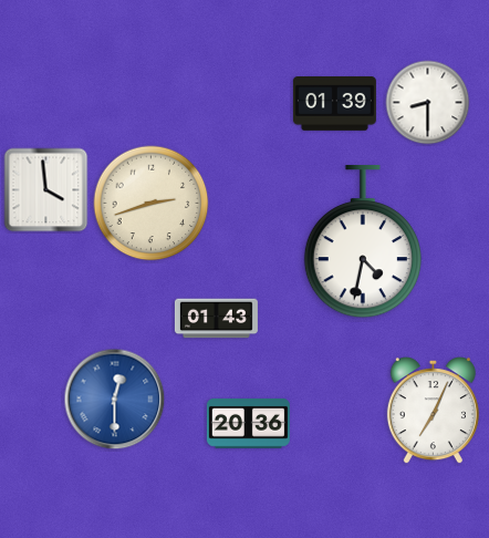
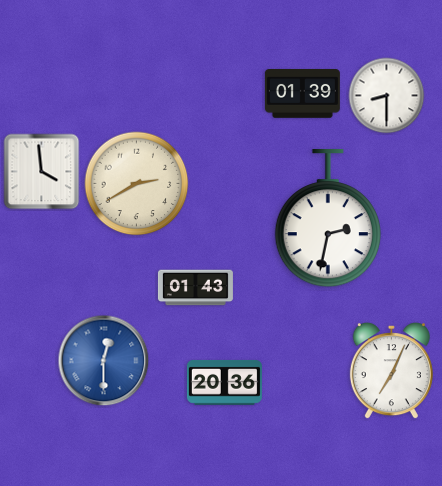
clock at (428, 103) position: (428, 103) -> (387, 96)
clock at (152, 204): 2:42 -> 2:40
clock at (363, 242): 4:32 -> 2:32
